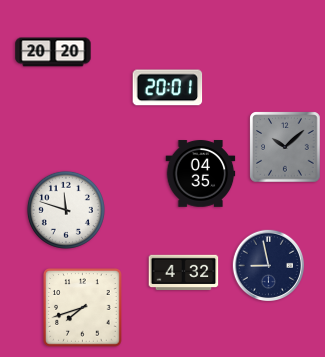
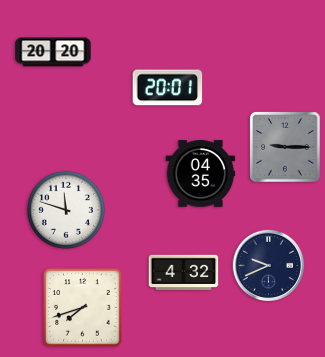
clock at (285, 147): 10:08 -> 9:15
clock at (268, 265): 8:58 -> 9:41
